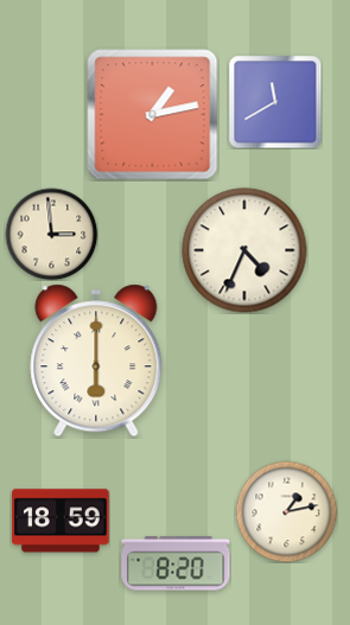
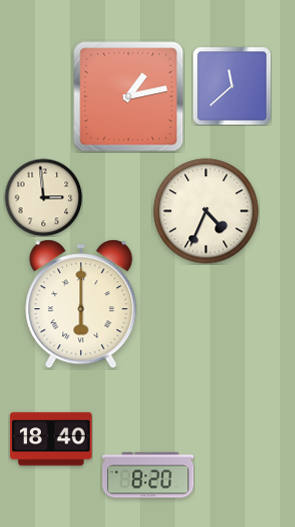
clock at (275, 102): 11:40 -> 11:38
clock at (286, 511): 1:13 -> none
clock at (61, 521): 18:59 -> 18:40
